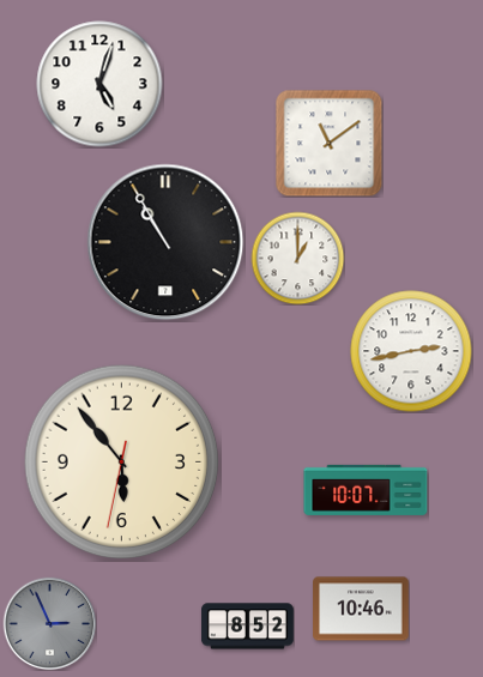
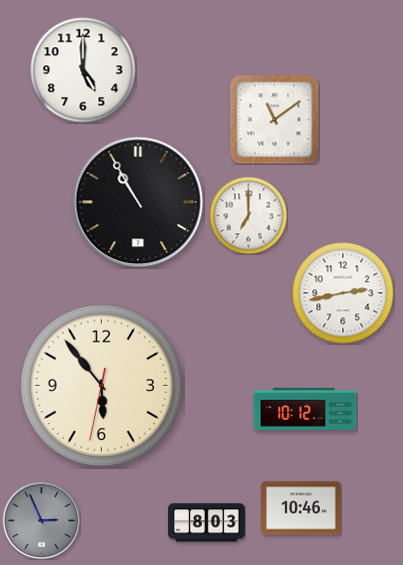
clock at (99, 84): 5:03 -> 5:00
clock at (297, 258): 1:00 -> 7:00
clock at (366, 490): 10:07 -> 10:12
clock at (247, 627): 8:52 -> 8:03
